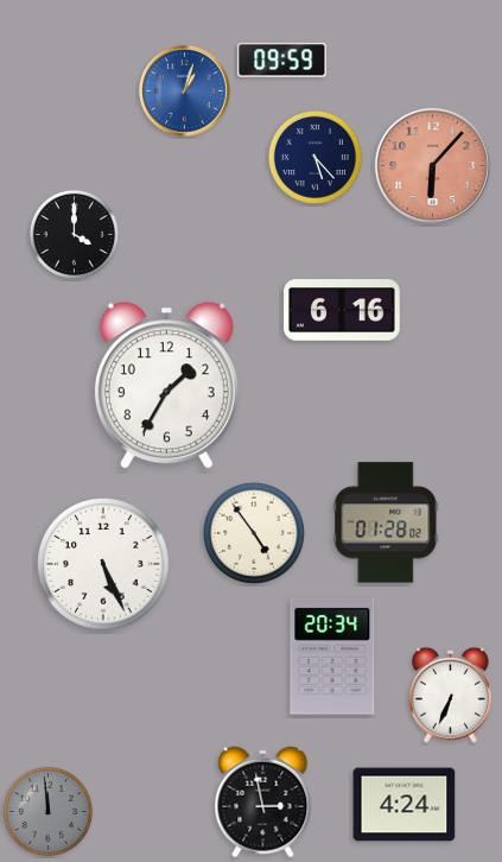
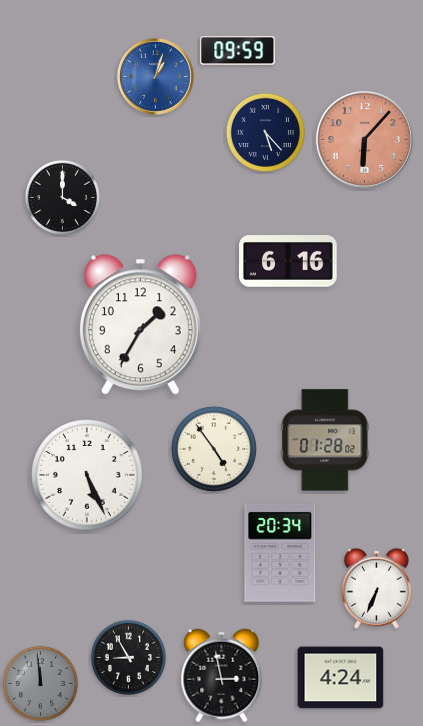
clock at (450, 695) position: (450, 695) -> (376, 588)
clock at (128, 657): none -> 8:55
